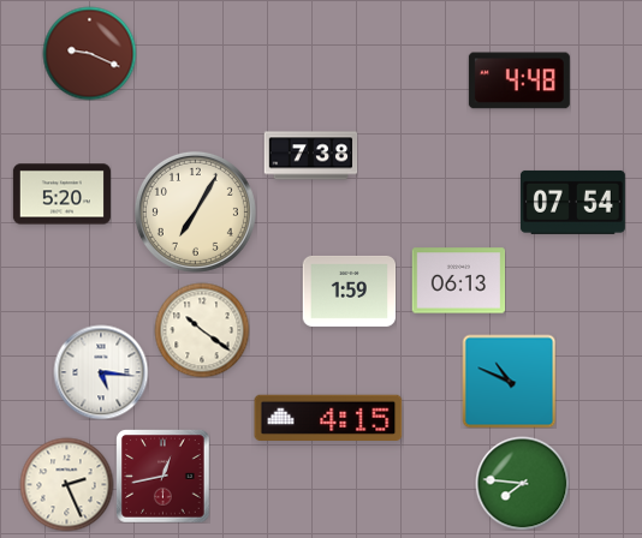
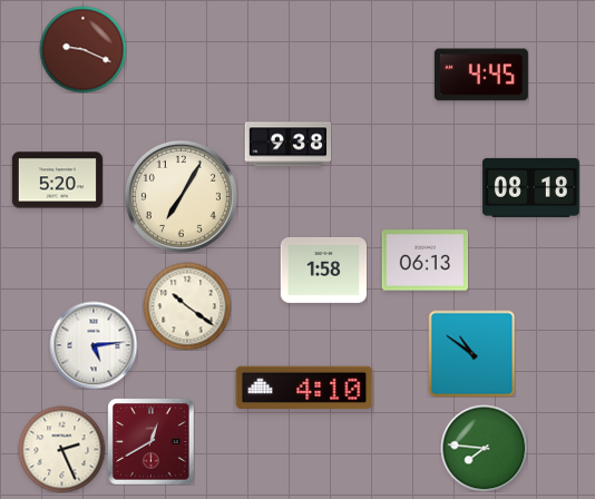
clock at (519, 80): 4:48 -> 4:45
clock at (310, 156): 7:38 -> 9:38
clock at (572, 202): 07:54 -> 08:18
clock at (349, 291): 1:59 -> 1:58
clock at (101, 372): 5:16 -> 5:14
clock at (509, 381): 10:49 -> 10:51
clock at (328, 417): 4:15 -> 4:10
clock at (162, 476): 12:43 -> 12:40
